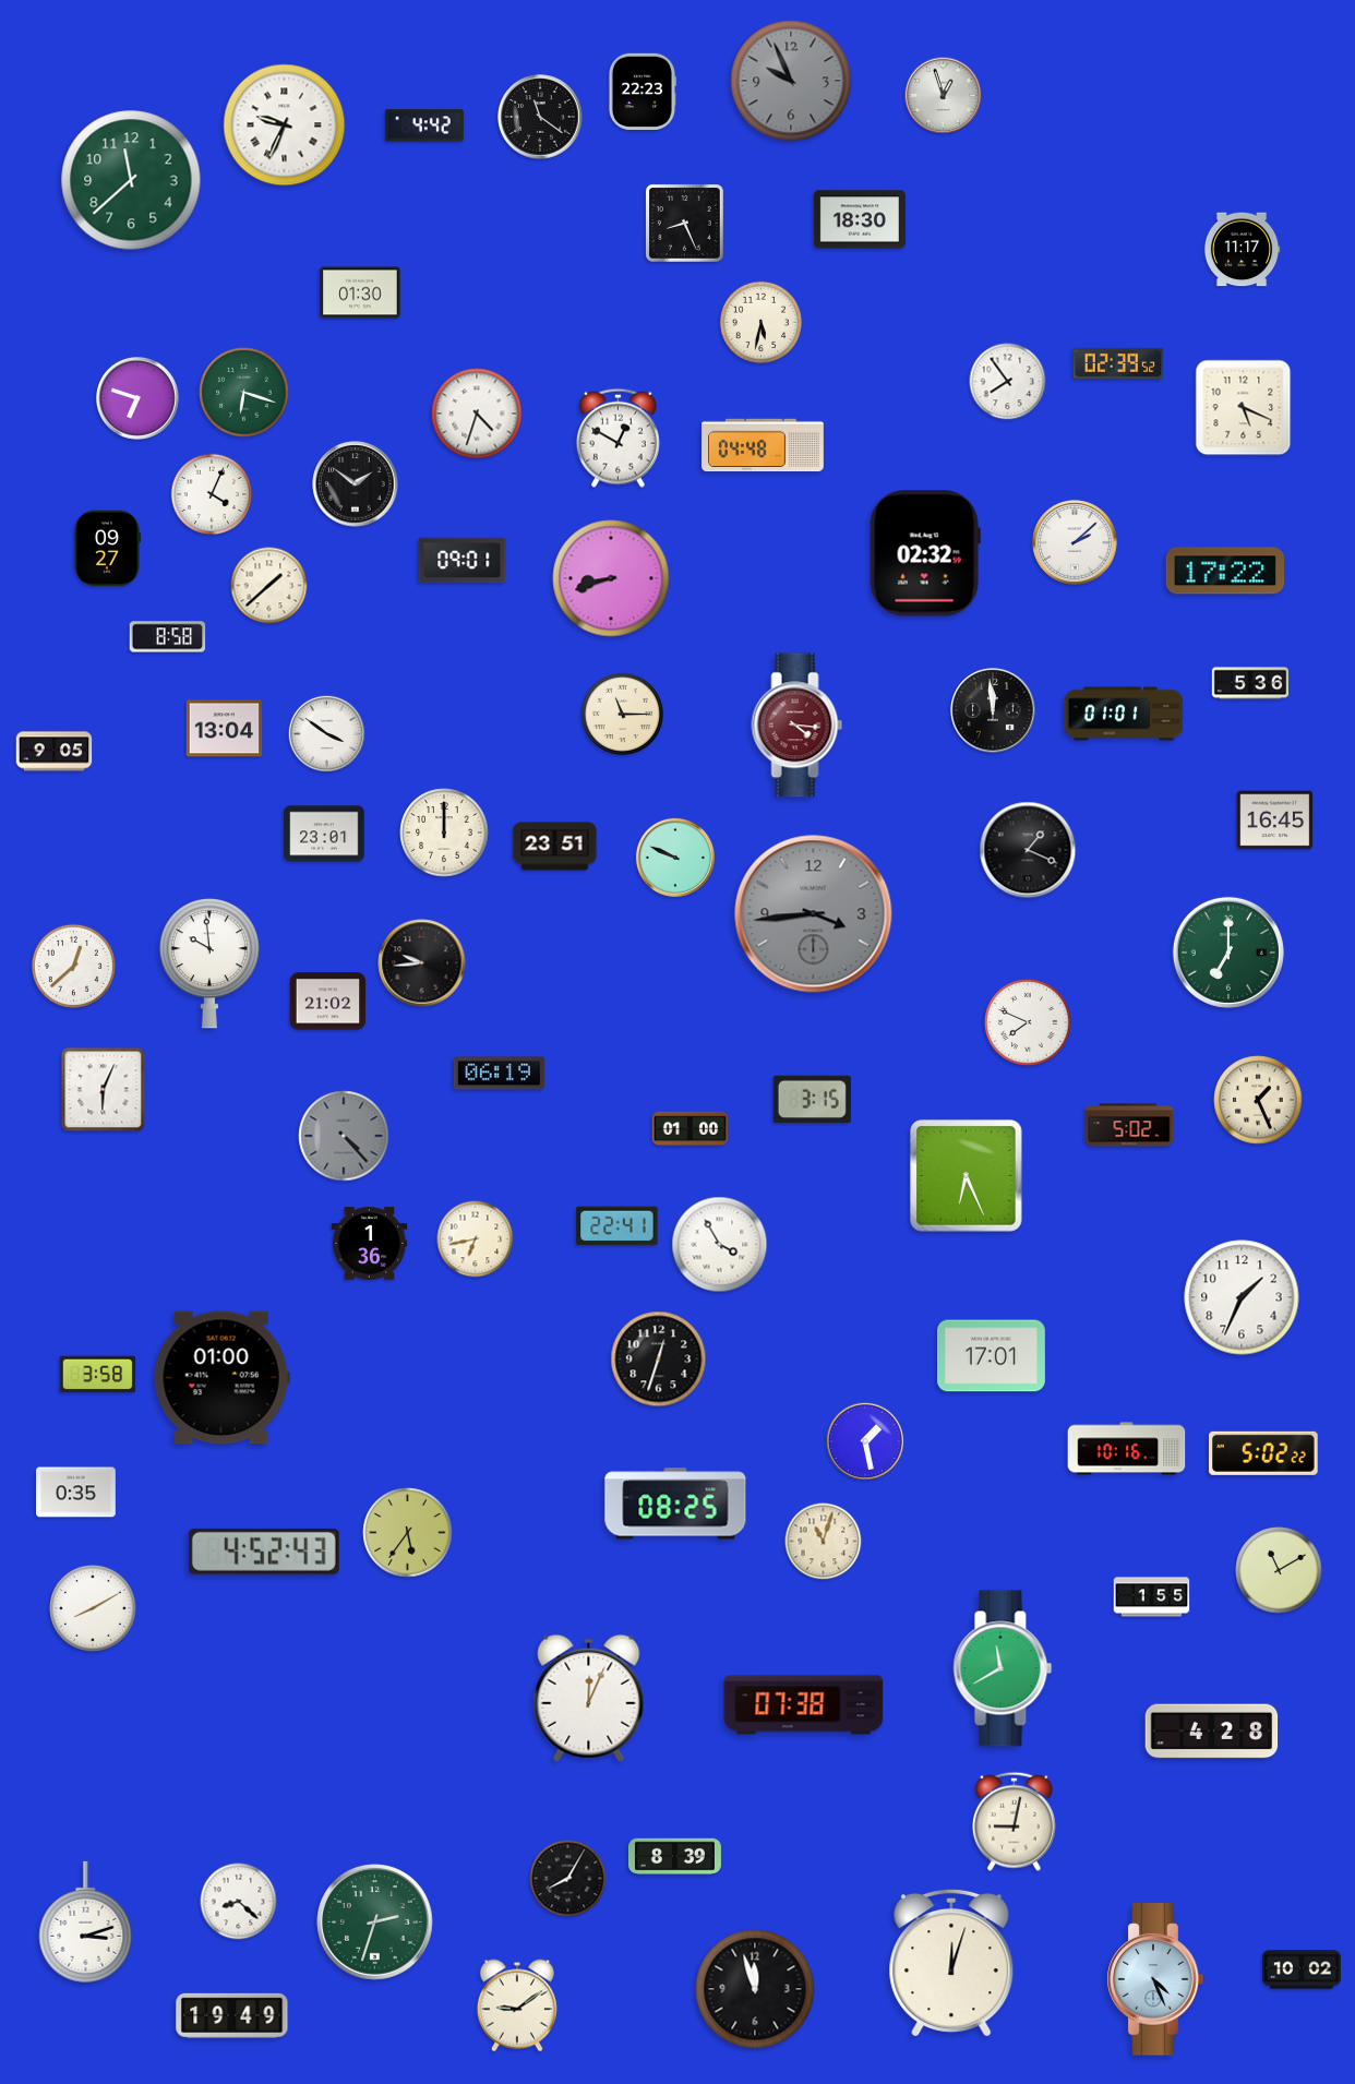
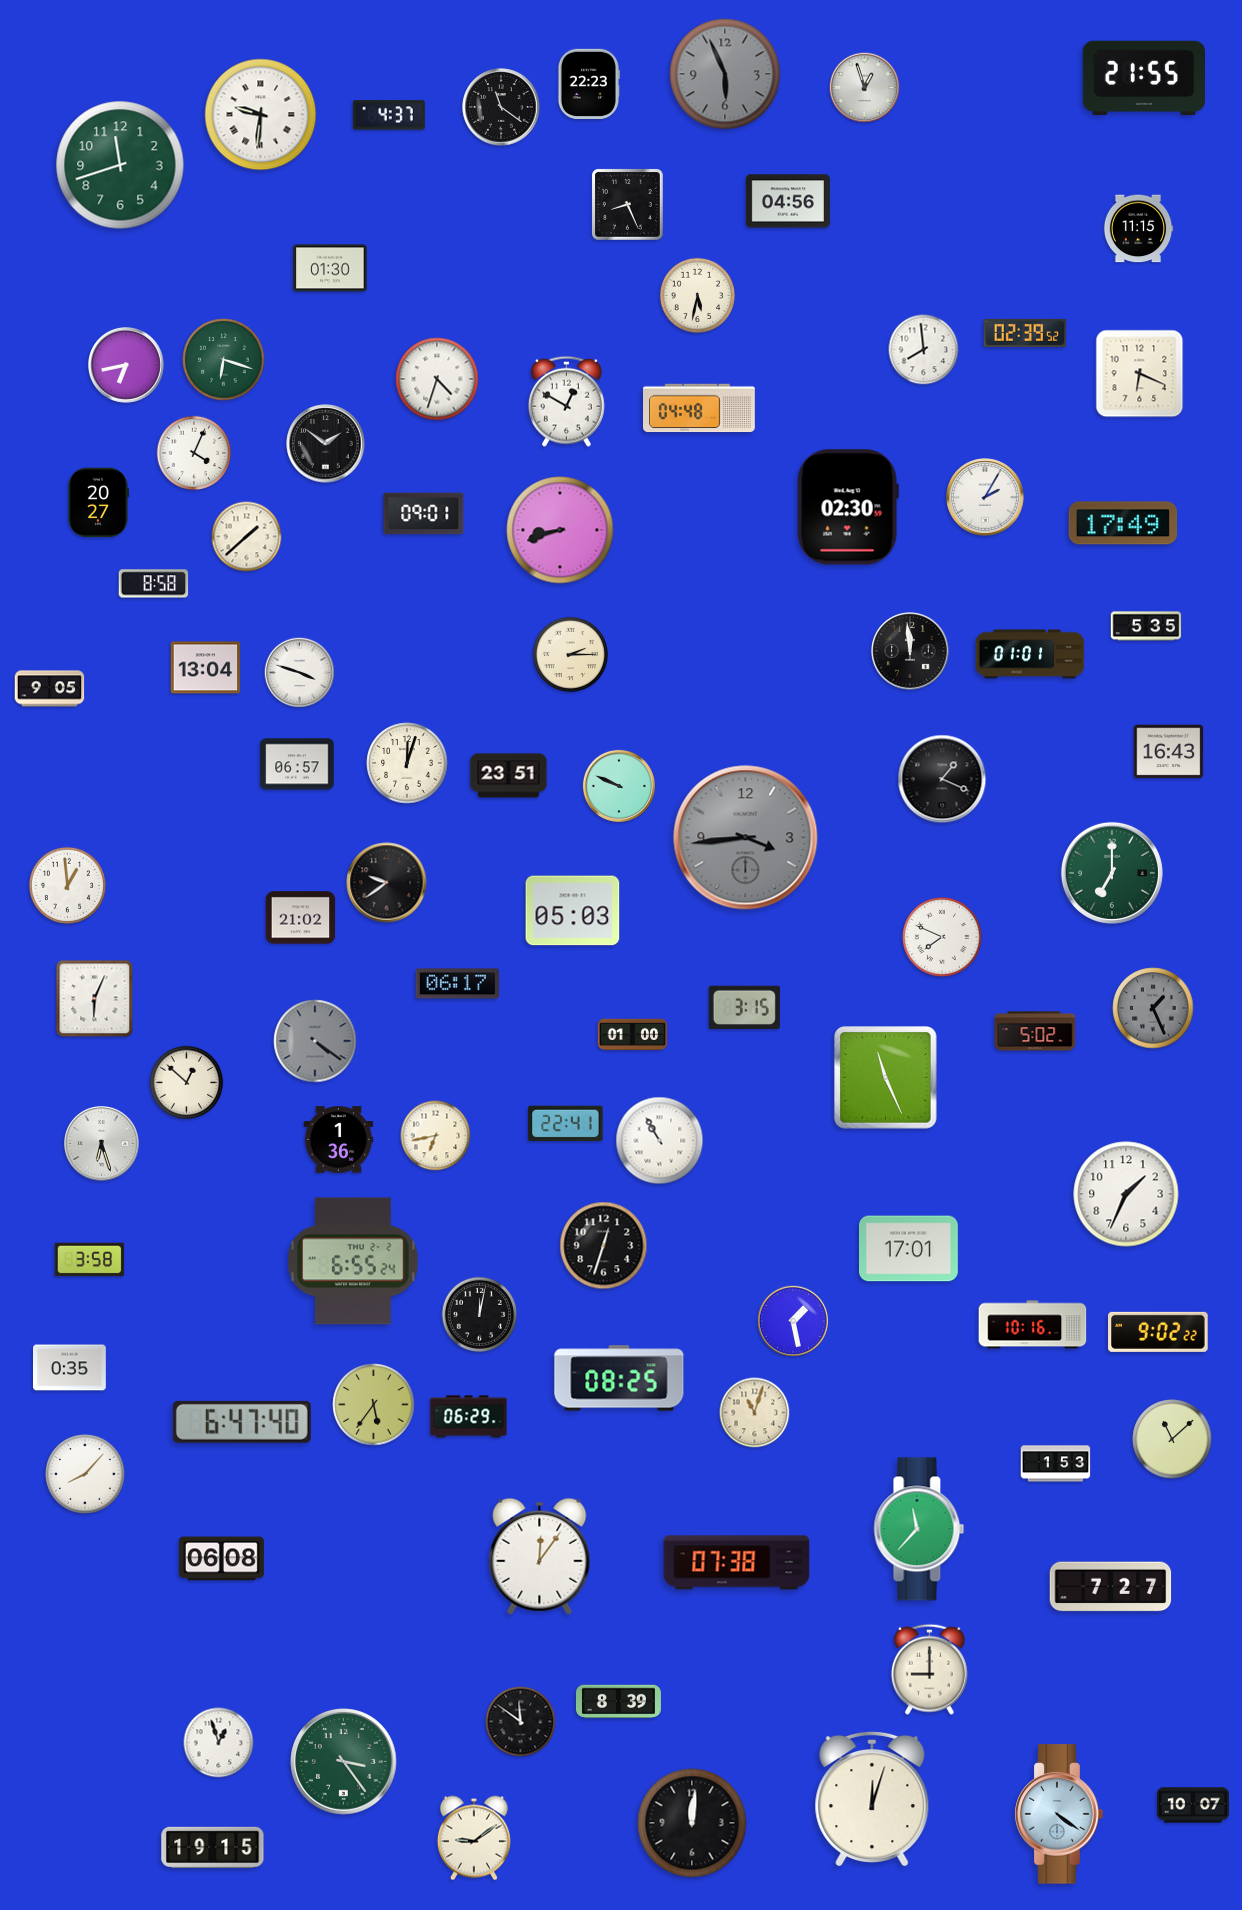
clock at (791, 81): 9:56 -> 5:56
clock at (1143, 78): none -> 21:55
clock at (540, 117) position: (540, 117) -> (501, 107)
clock at (285, 125): 9:34 -> 9:31
clock at (424, 125): 4:42 -> 4:37
clock at (131, 180): 11:38 -> 11:42
clock at (860, 219): 18:30 -> 04:56
clock at (1242, 250): 11:17 -> 11:15
clock at (1008, 382): 7:54 -> 7:59
clock at (139, 399): 6:48 -> 6:43
clock at (1244, 408): 5:19 -> 6:19
clock at (1075, 542): 2:08 -> 2:05
clock at (107, 549): 09:27 -> 20:27
clock at (925, 553): 02:32 -> 02:30
clock at (1225, 571): 17:22 -> 17:49
clock at (1250, 683): 5:36 -> 5:35
clock at (622, 714): 11:15 -> 2:15
clock at (798, 726): 4:16 -> none
clock at (327, 734): 3:51 -> 3:48
clock at (1275, 821): 16:45 -> 16:43
clock at (444, 833): 12:00 -> 12:03
clock at (324, 834): 23:01 -> 06:57
clock at (1228, 953) position: (1228, 953) -> (1112, 873)
clock at (209, 963): 9:59 -> none
clock at (422, 963): 9:44 -> 9:39
clock at (73, 966): 12:38 -> 12:59
clock at (573, 911): none -> 05:03
clock at (499, 1074): 06:19 -> 06:17
clock at (1258, 1100) dial: cream -> grey
clock at (344, 1136): 4:23 -> 4:21
clock at (967, 1176): 6:26 -> 11:26
clock at (187, 1083): none -> 12:52
clock at (720, 1245): 3:55 -> 10:55
clock at (102, 1144): none -> 6:27
clock at (1242, 1297) position: (1242, 1297) -> (1126, 1194)
clock at (992, 1356) position: (992, 1356) -> (909, 1249)
clock at (353, 1261): none -> 6:55
clock at (221, 1378): 01:00 -> none
clock at (479, 1314): none -> 12:02
clock at (1127, 1449) position: (1127, 1449) -> (1033, 1325)
clock at (1263, 1453): 5:02 -> 9:02
clock at (469, 1417): none -> 06:29
clock at (264, 1552): 4:52 -> 6:47
clock at (1279, 1570): 11:10 -> 11:08
clock at (1152, 1597): 1:55 -> 1:53
clock at (93, 1608): 8:10 -> 8:07
clock at (1003, 1668): 11:40 -> 11:37
clock at (589, 1698): 12:04 -> 12:06
clock at (221, 1559): none -> 06:08
clock at (1212, 1732): 4:28 -> 7:27
clock at (1014, 1821): 9:02 -> 9:00
clock at (568, 1879): 8:05 -> 11:51
clock at (239, 1902): 8:22 -> 12:57
clock at (86, 1923): 3:12 -> none
clock at (375, 1923): 2:33 -> 3:24
clock at (1302, 1969): 10:02 -> 10:07
clock at (1155, 1979): 4:26 -> 4:21
clock at (755, 1989): 11:57 -> 12:01
clock at (232, 2015): 19:49 -> 19:15
